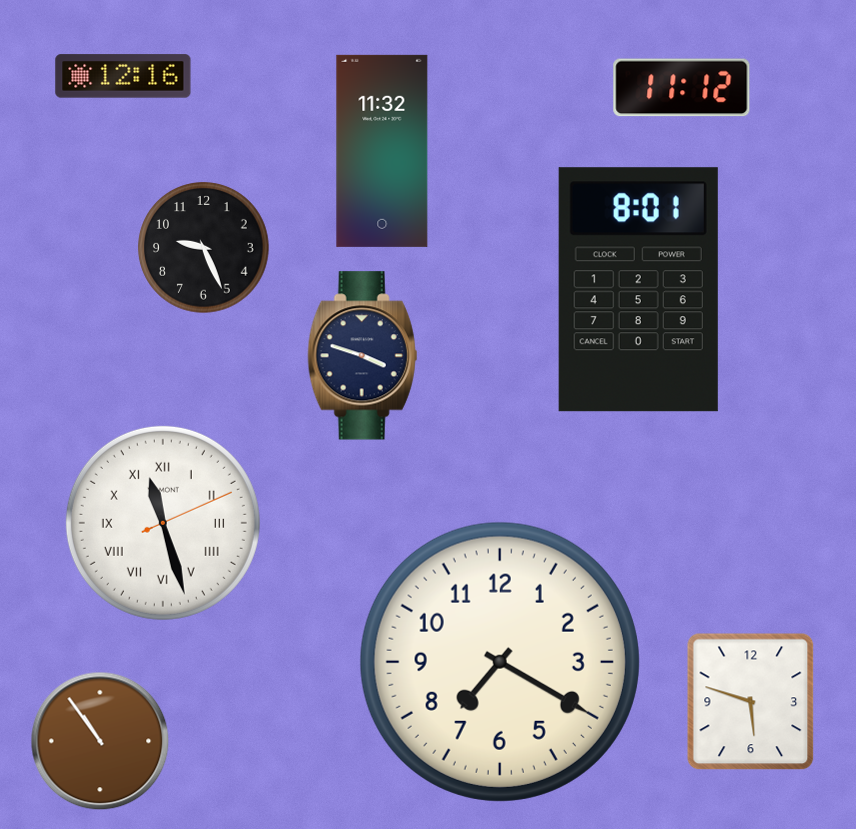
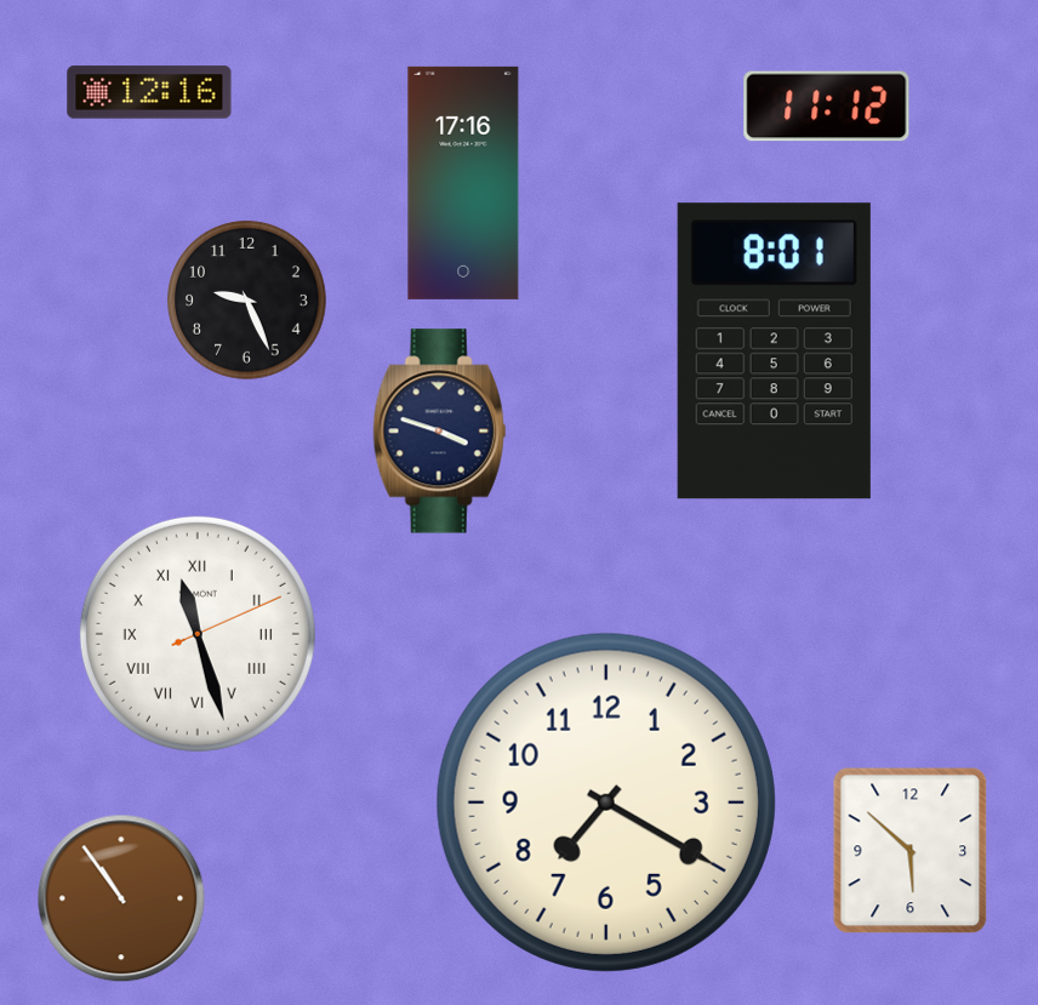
clock at (382, 151): 11:32 -> 17:16
clock at (751, 702): 5:48 -> 5:52
